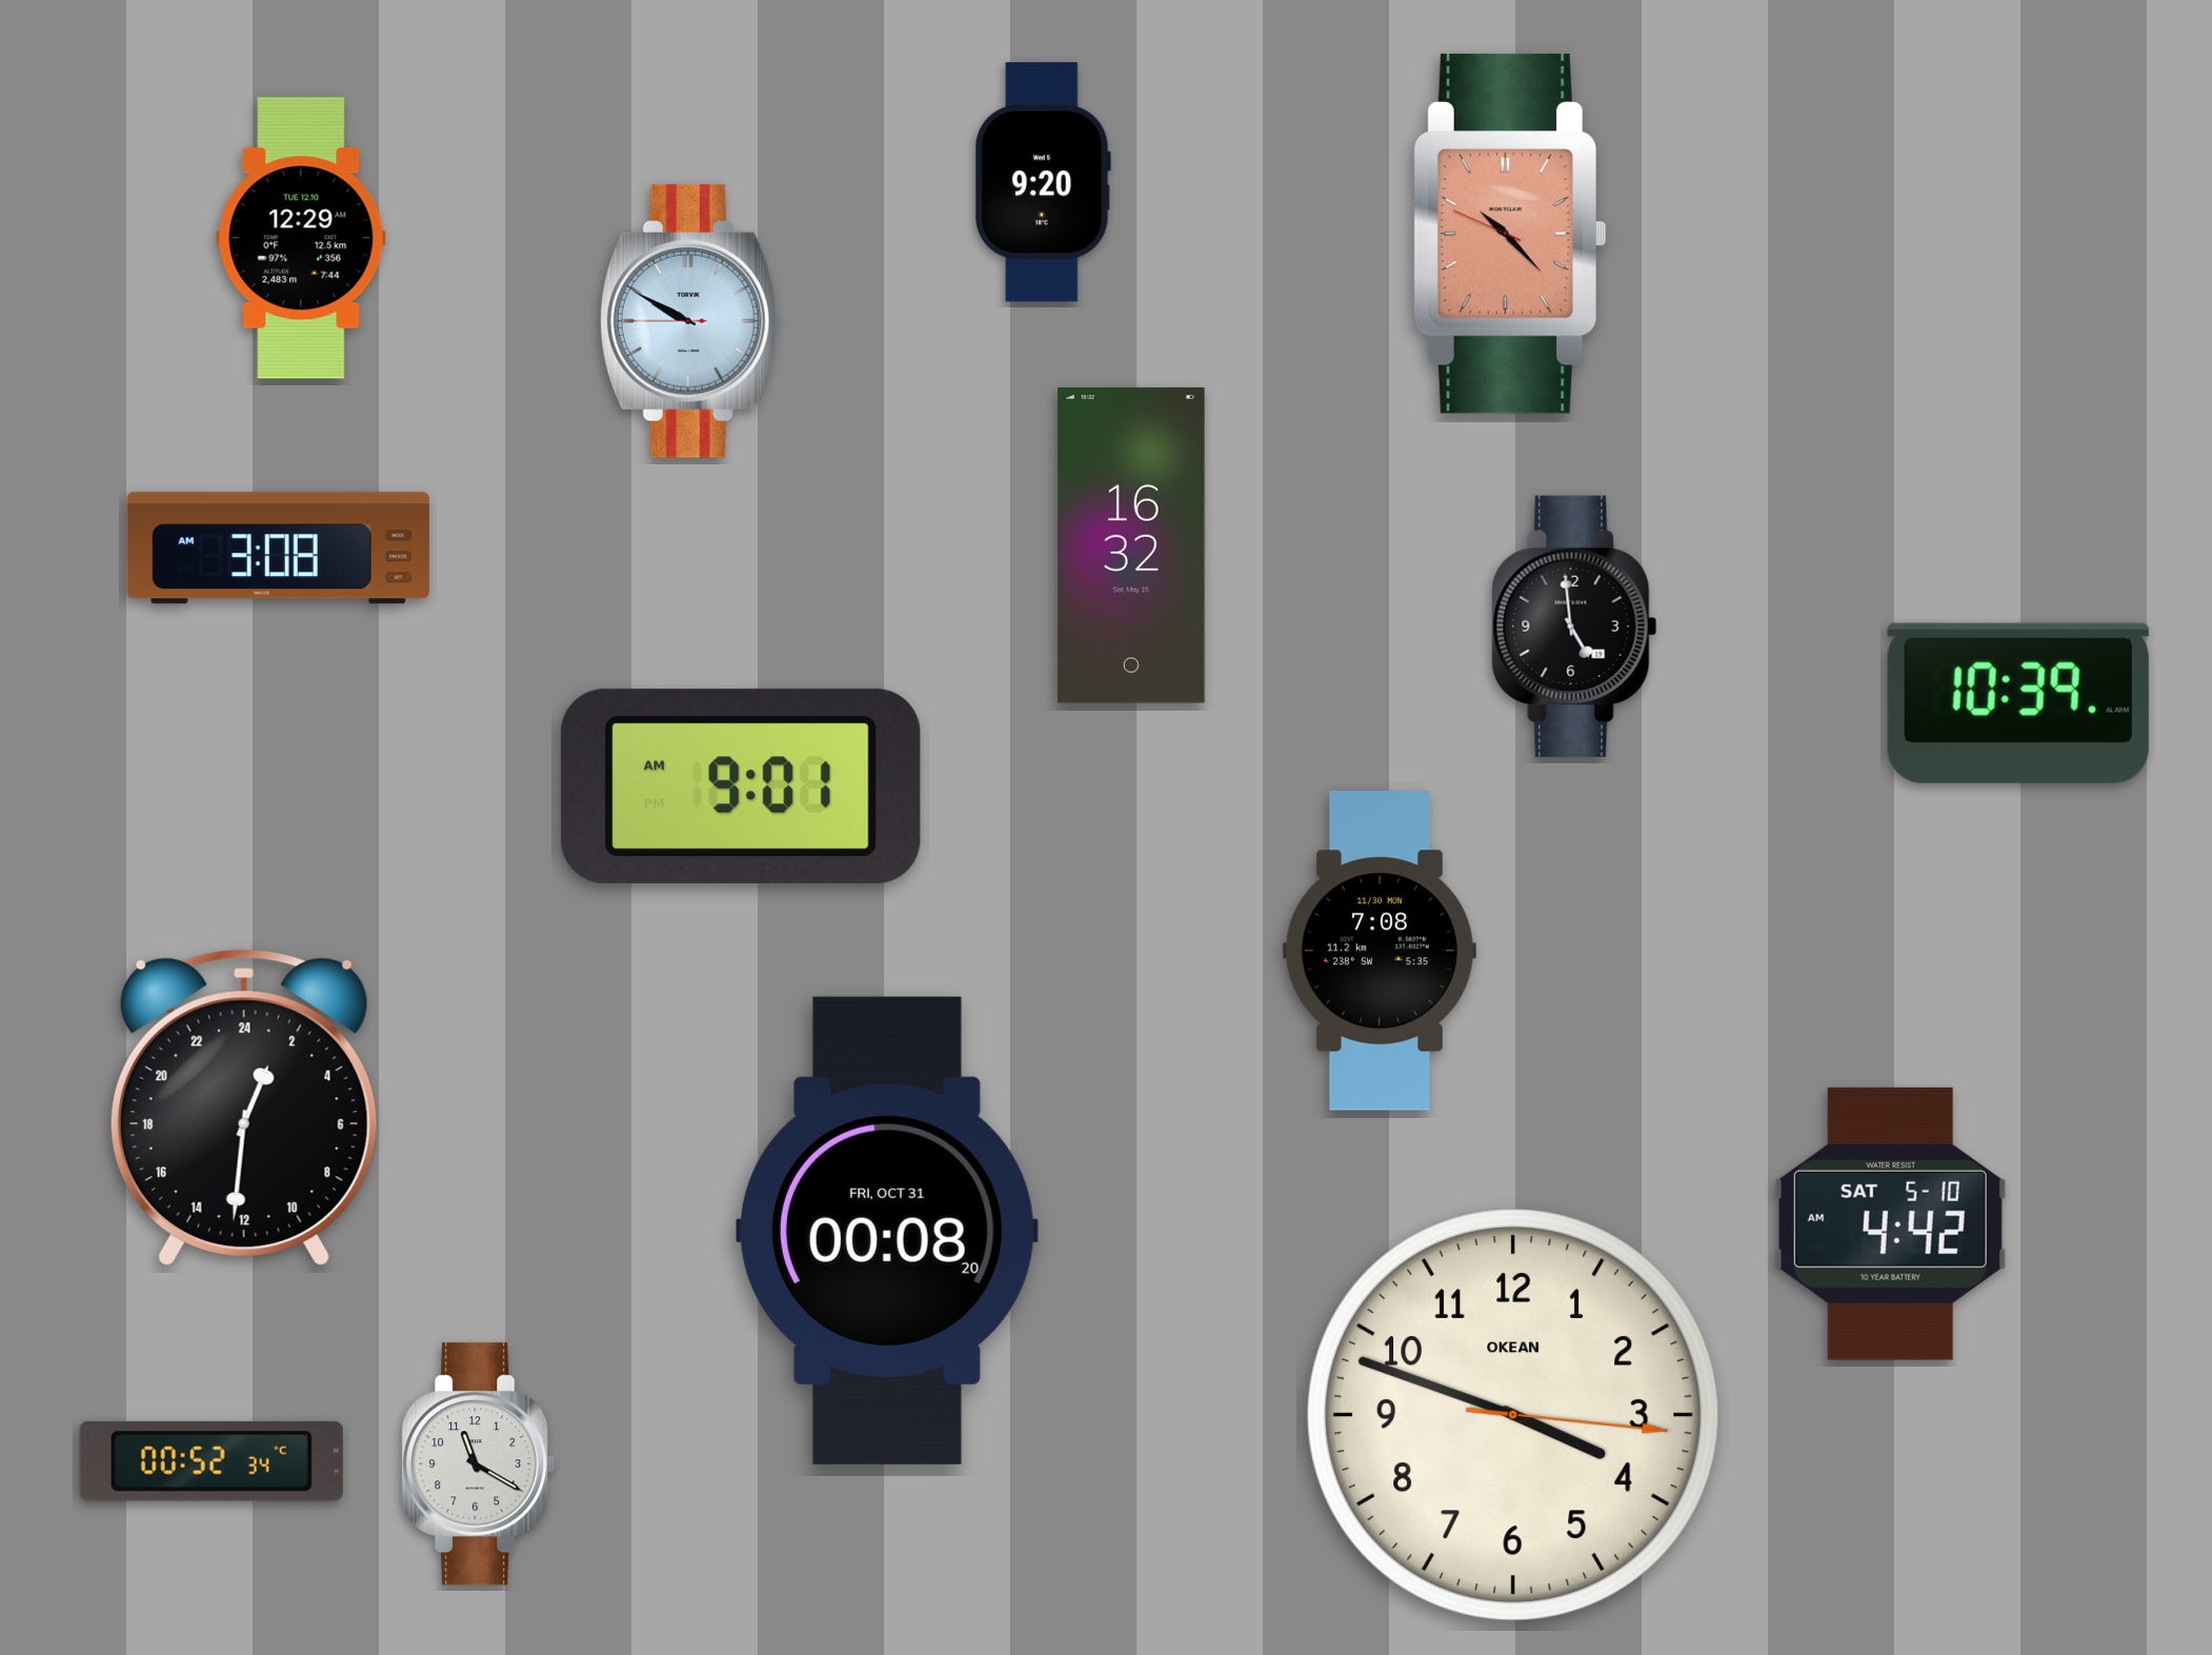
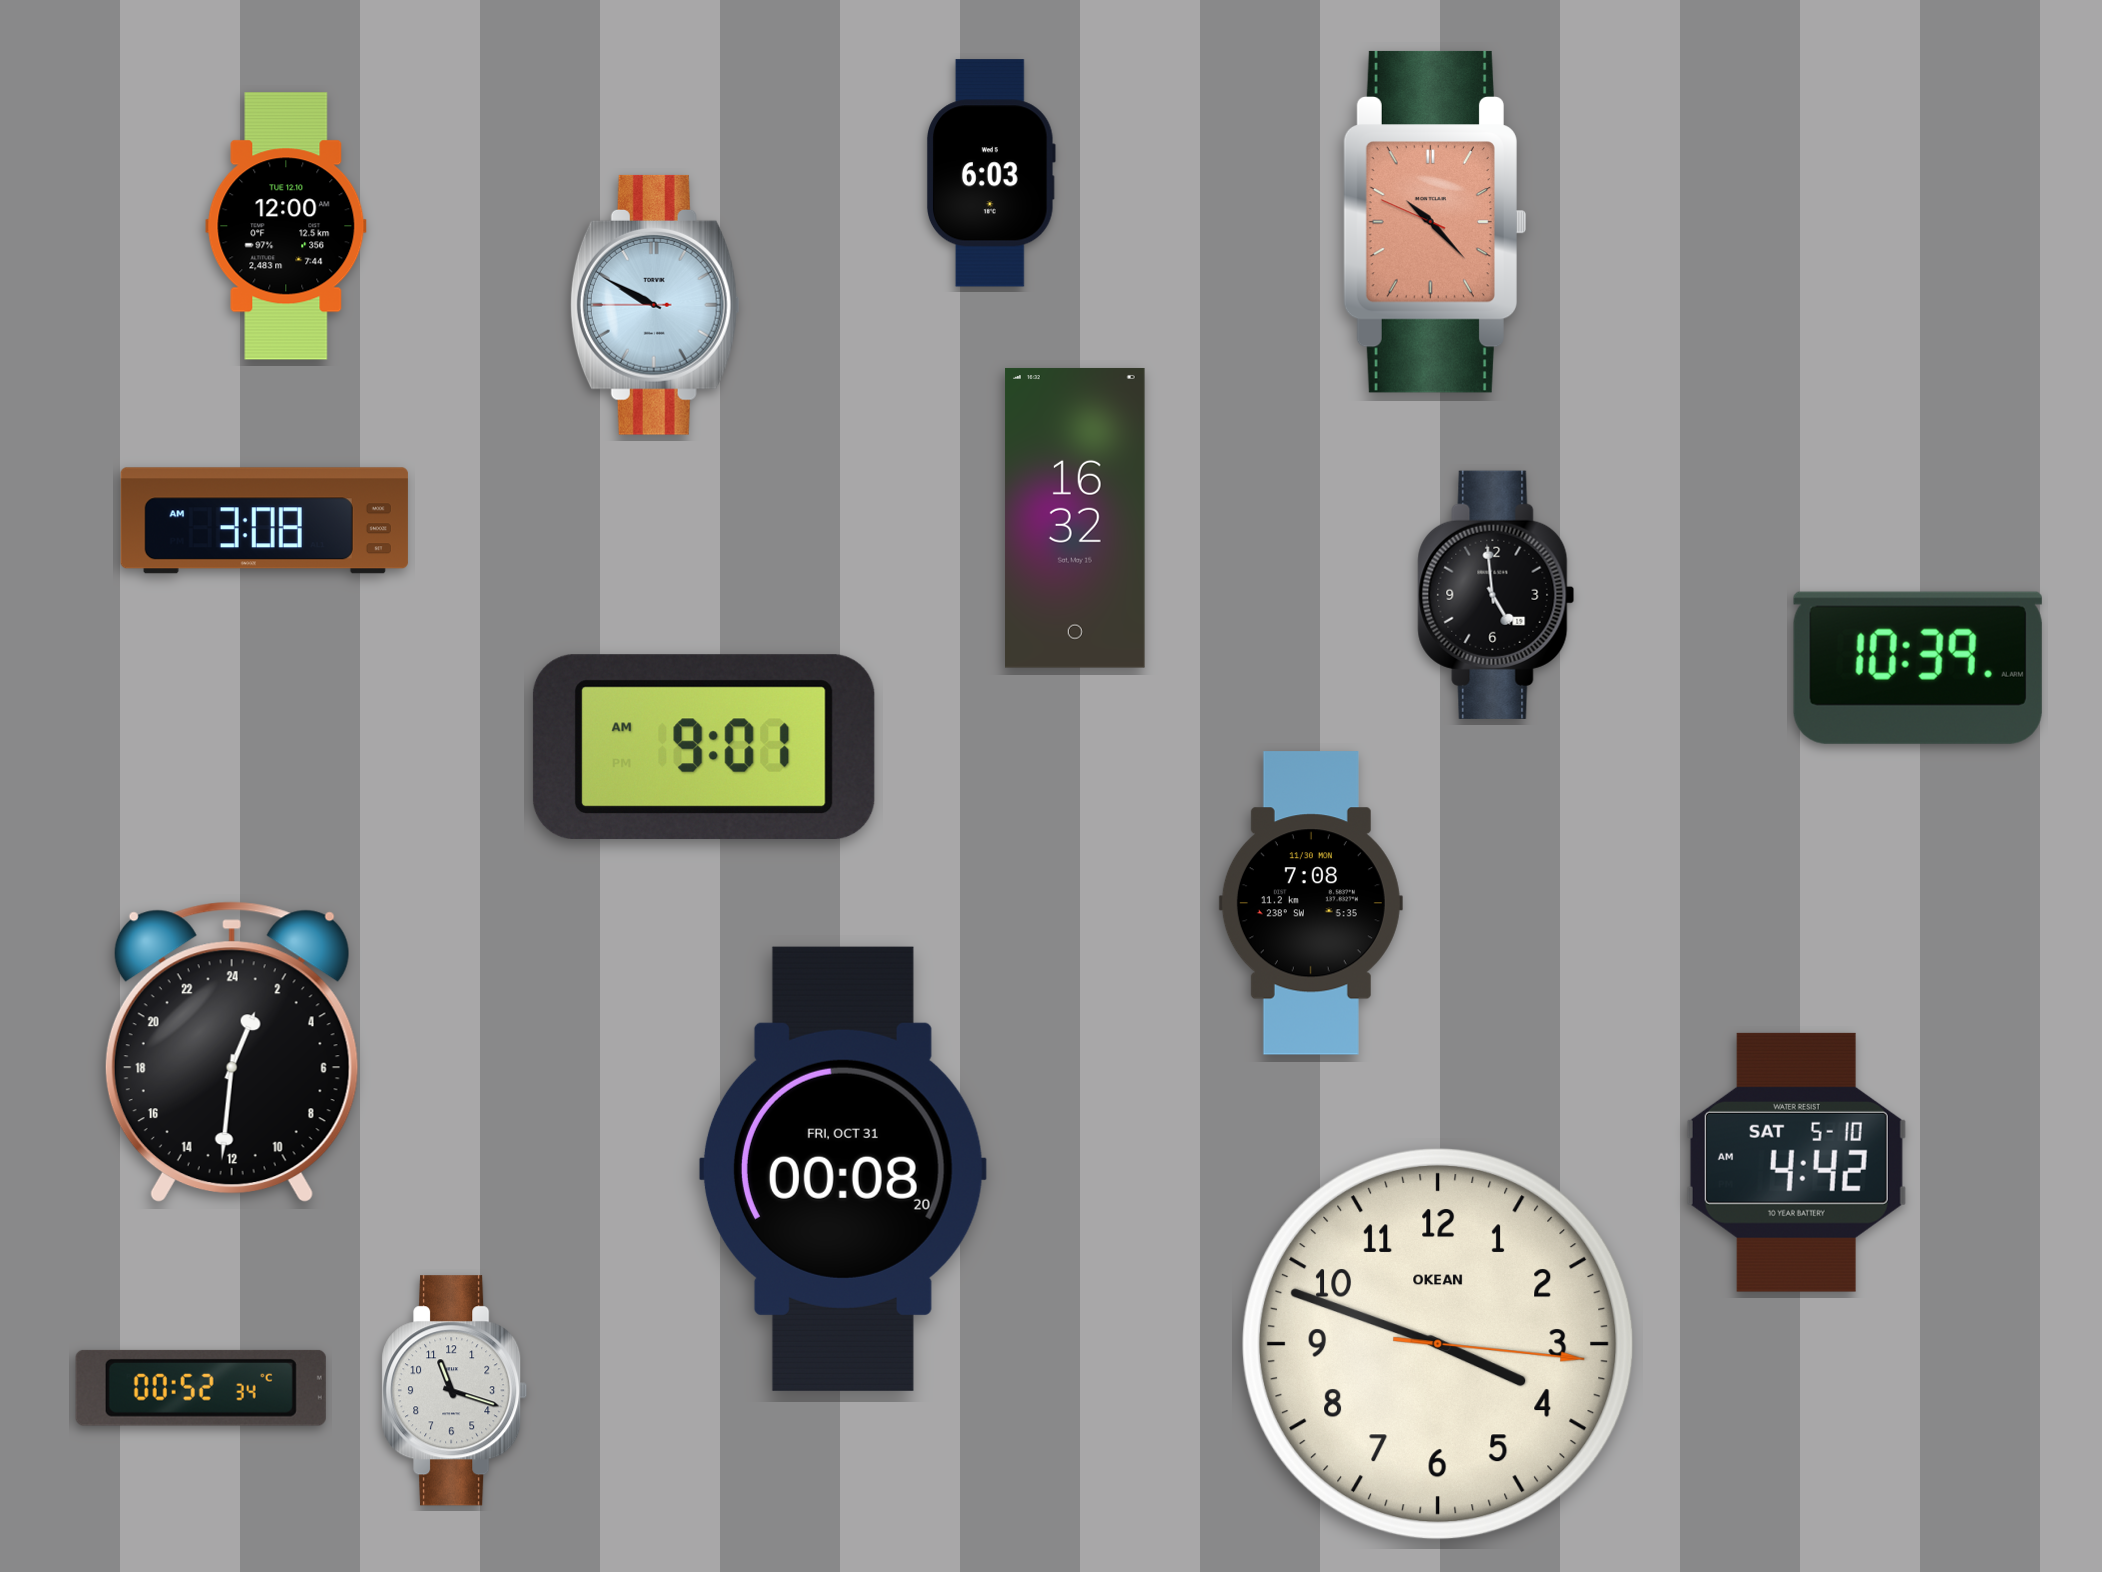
clock at (1043, 182): 9:20 -> 6:03
clock at (301, 238): 12:29 -> 12:00
clock at (479, 1464): 11:20 -> 11:18
